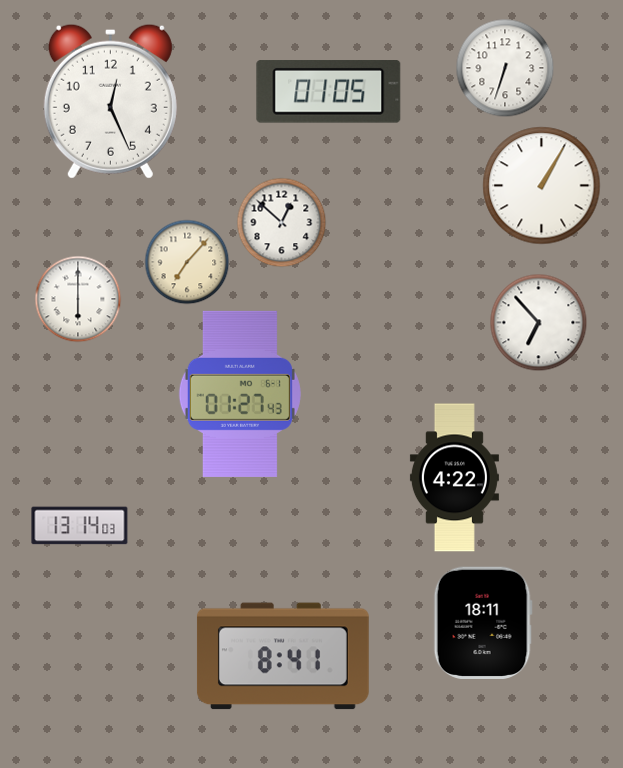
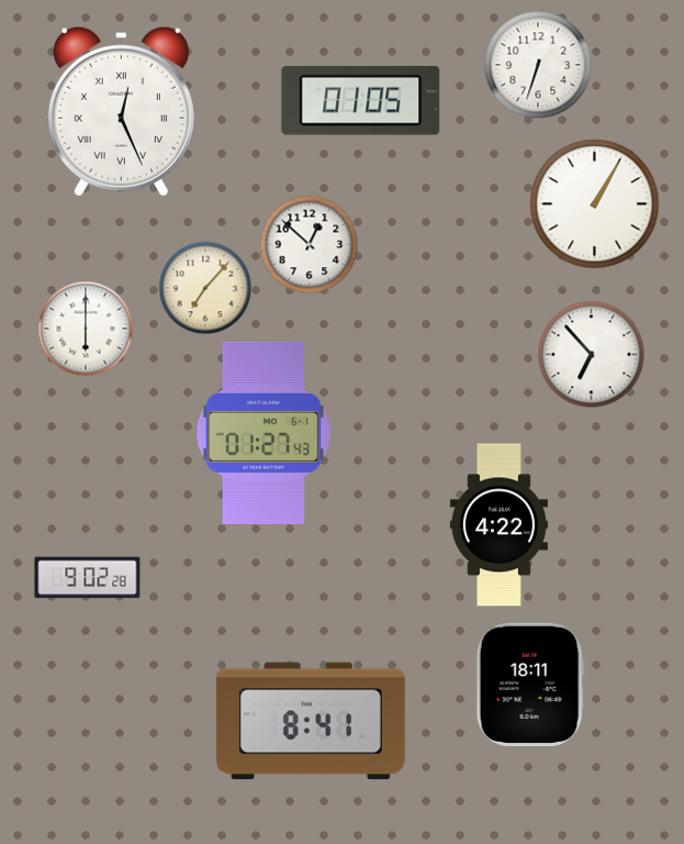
clock at (505, 68) position: (505, 68) -> (538, 65)
clock at (110, 101) numerals: Arabic -> Roman
clock at (80, 526): 13:14 -> 9:02
